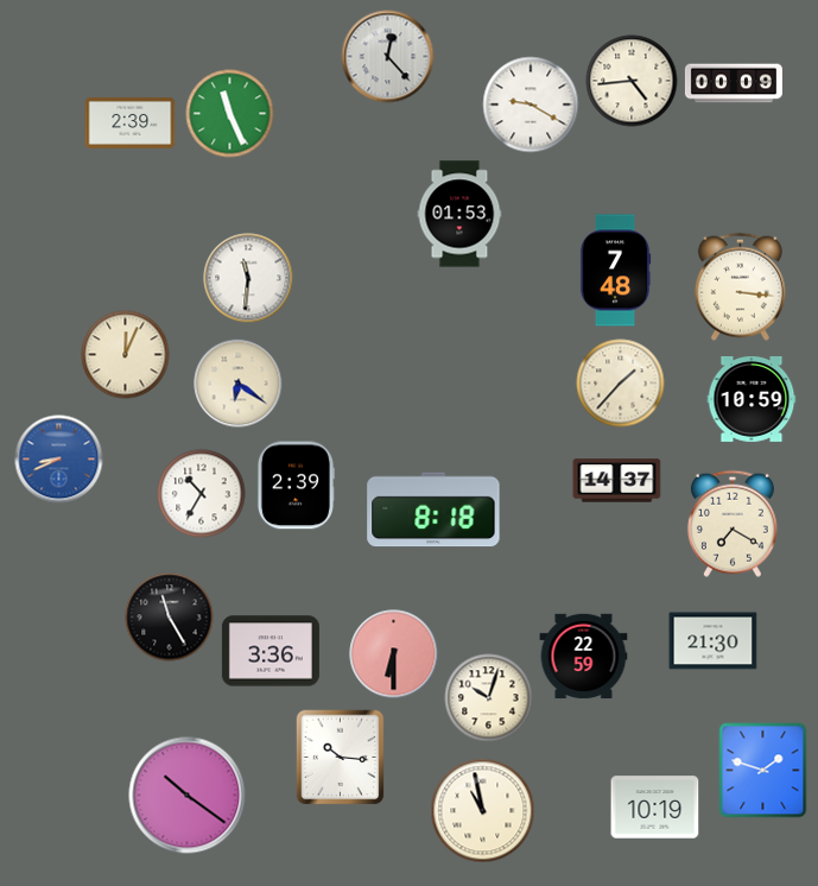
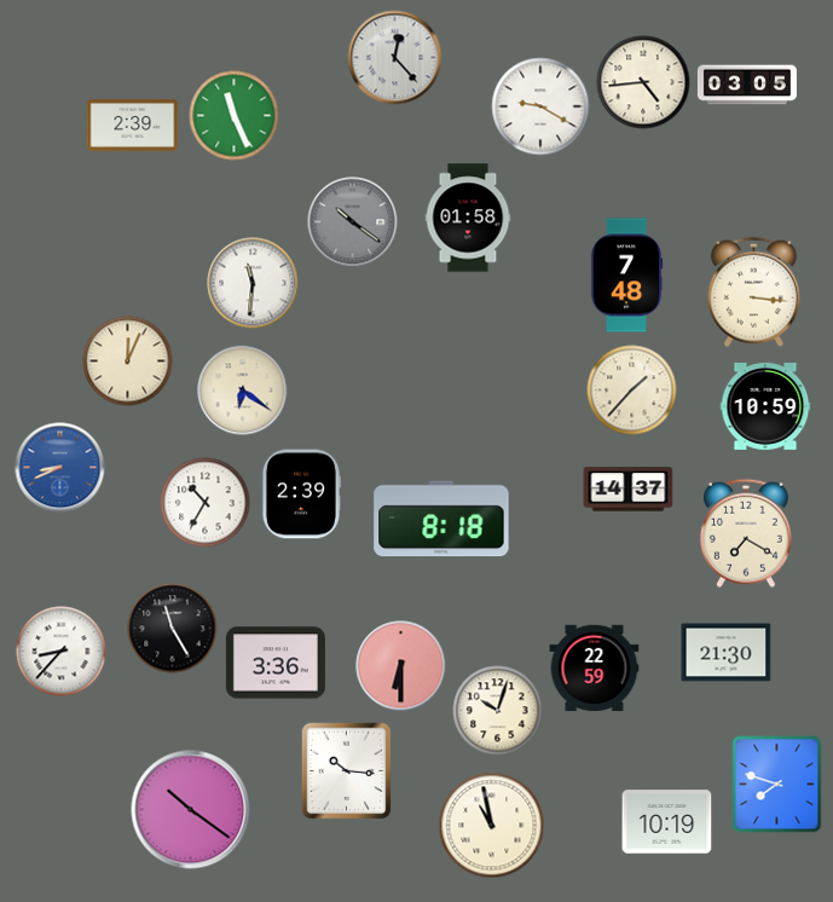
clock at (734, 83): 00:09 -> 03:05
clock at (459, 214): 01:53 -> 01:58
clock at (353, 222): none -> 10:21
clock at (62, 652): none -> 8:37
clock at (763, 771): 1:48 -> 7:48
